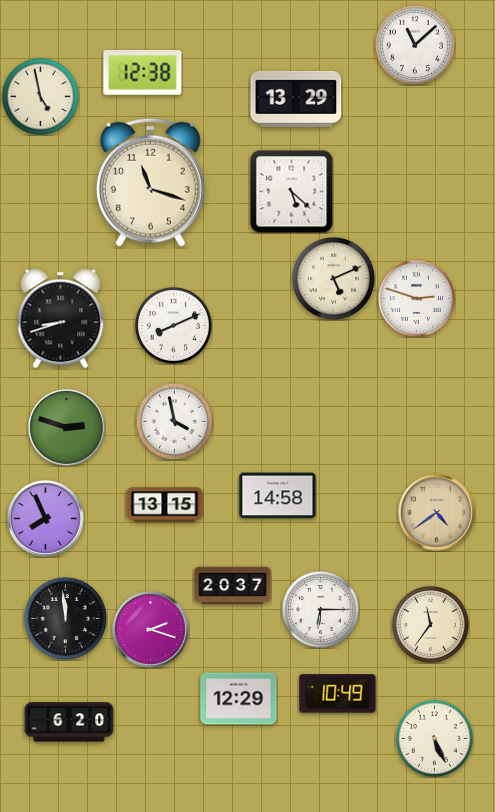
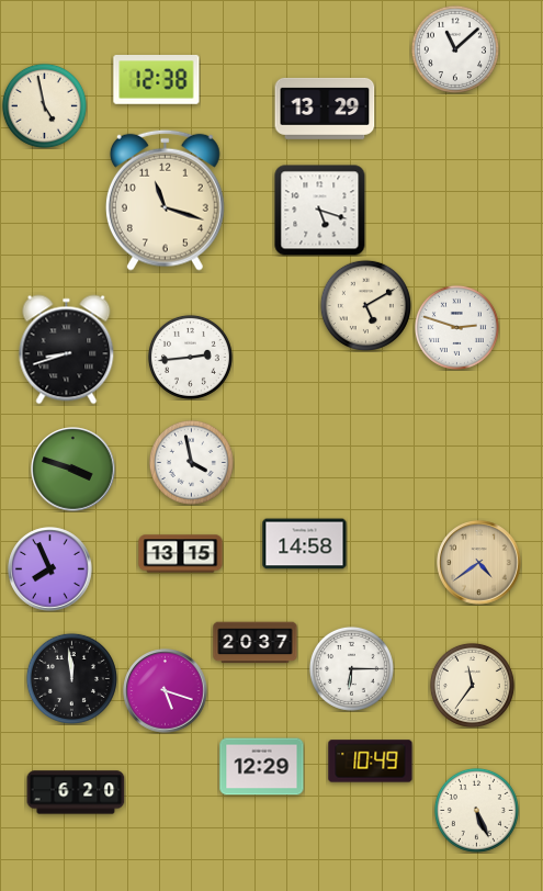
clock at (292, 192): 5:22 -> 5:18
clock at (333, 278): 5:11 -> 5:10
clock at (173, 325): 8:11 -> 2:44
clock at (67, 428): 2:48 -> 3:48
clock at (151, 630): 2:18 -> 5:18
